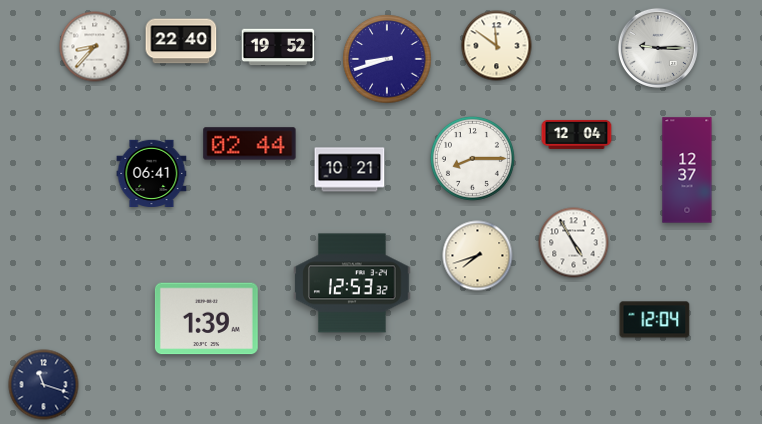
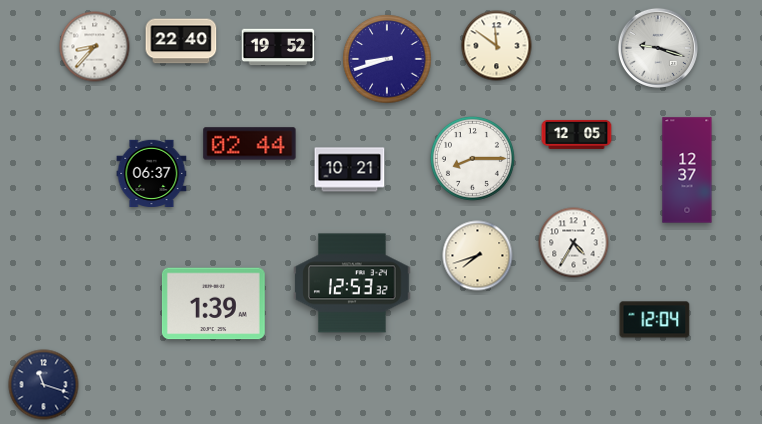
clock at (658, 48): 9:15 -> 9:18
clock at (577, 134): 12:04 -> 12:05
clock at (152, 173): 06:41 -> 06:37
clock at (574, 243): 4:55 -> 4:35
clock at (206, 319) position: (206, 319) -> (213, 304)
